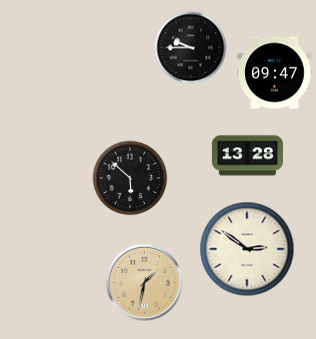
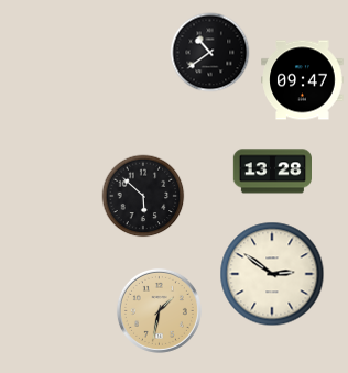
clock at (191, 48): 9:45 -> 10:39
